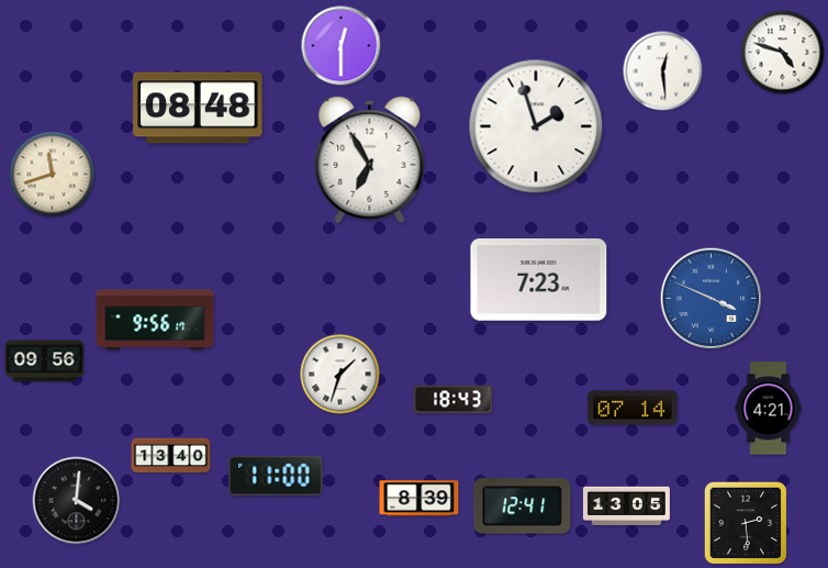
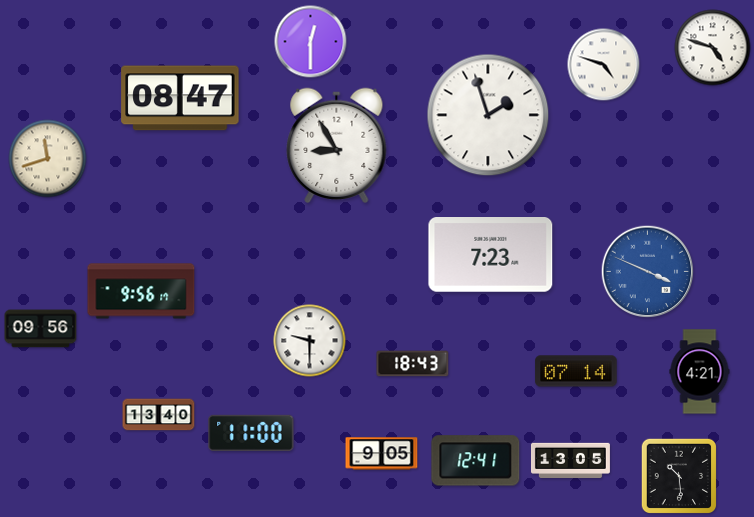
clock at (663, 71): 12:29 -> 4:48
clock at (198, 108): 08:48 -> 08:47
clock at (370, 159): 6:55 -> 8:55
clock at (340, 375): 1:33 -> 9:30
clock at (171, 456) position: (171, 456) -> (159, 415)
clock at (419, 499): 8:39 -> 9:05
clock at (77, 501): 4:01 -> none
clock at (745, 522): 2:29 -> 10:29
